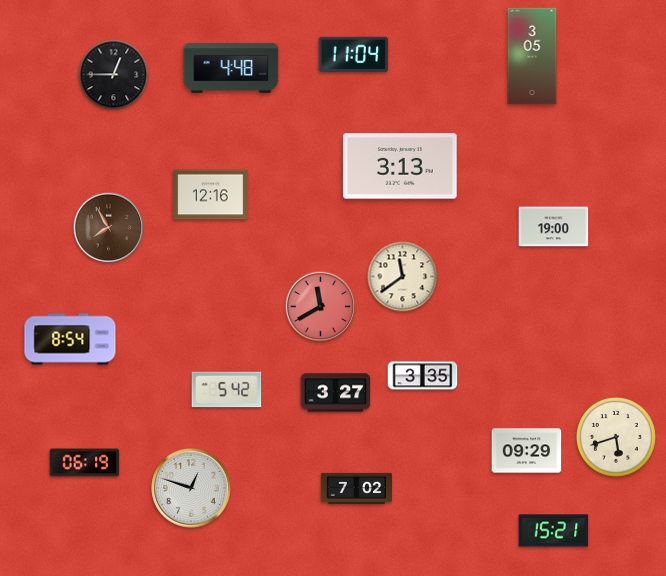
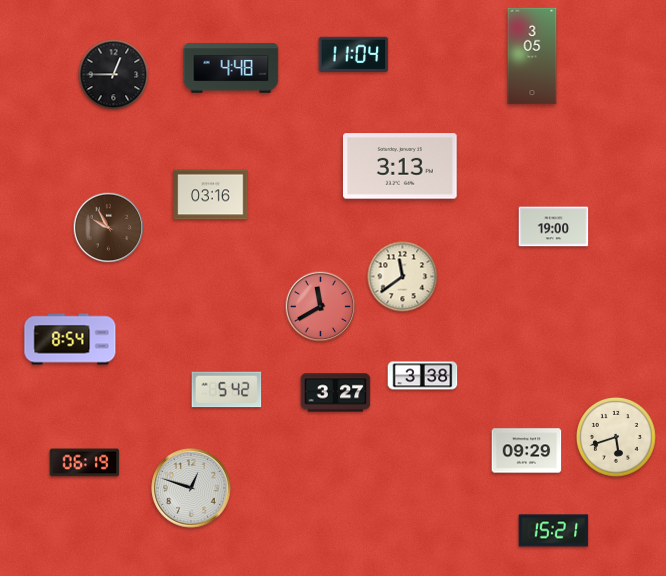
clock at (211, 195): 12:16 -> 03:16
clock at (109, 228): 7:55 -> 9:55
clock at (423, 376): 3:35 -> 3:38
clock at (356, 488): 7:02 -> none
